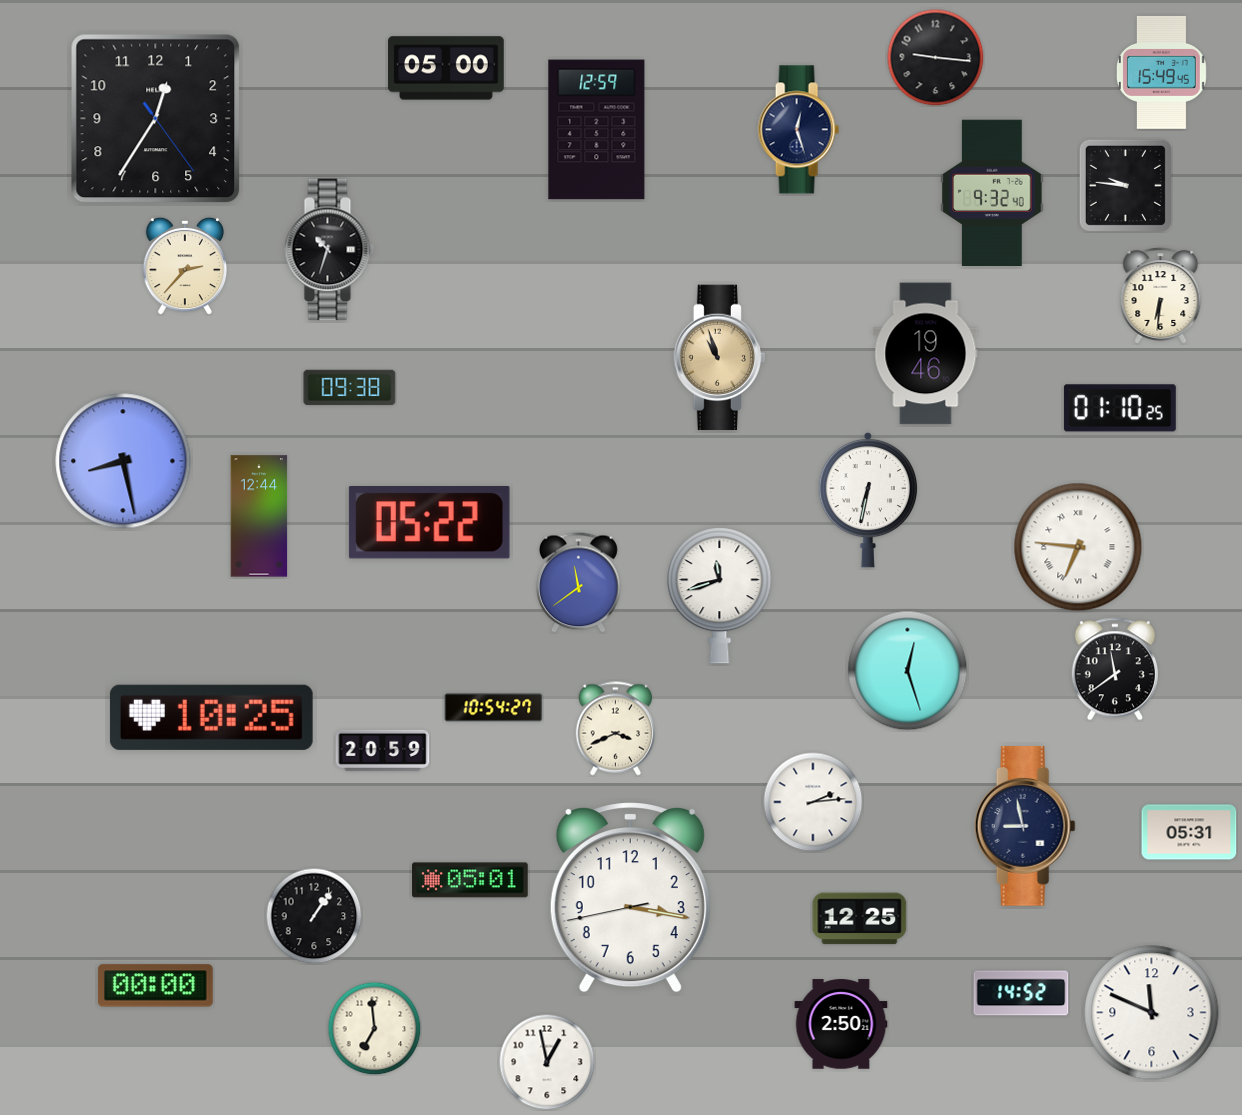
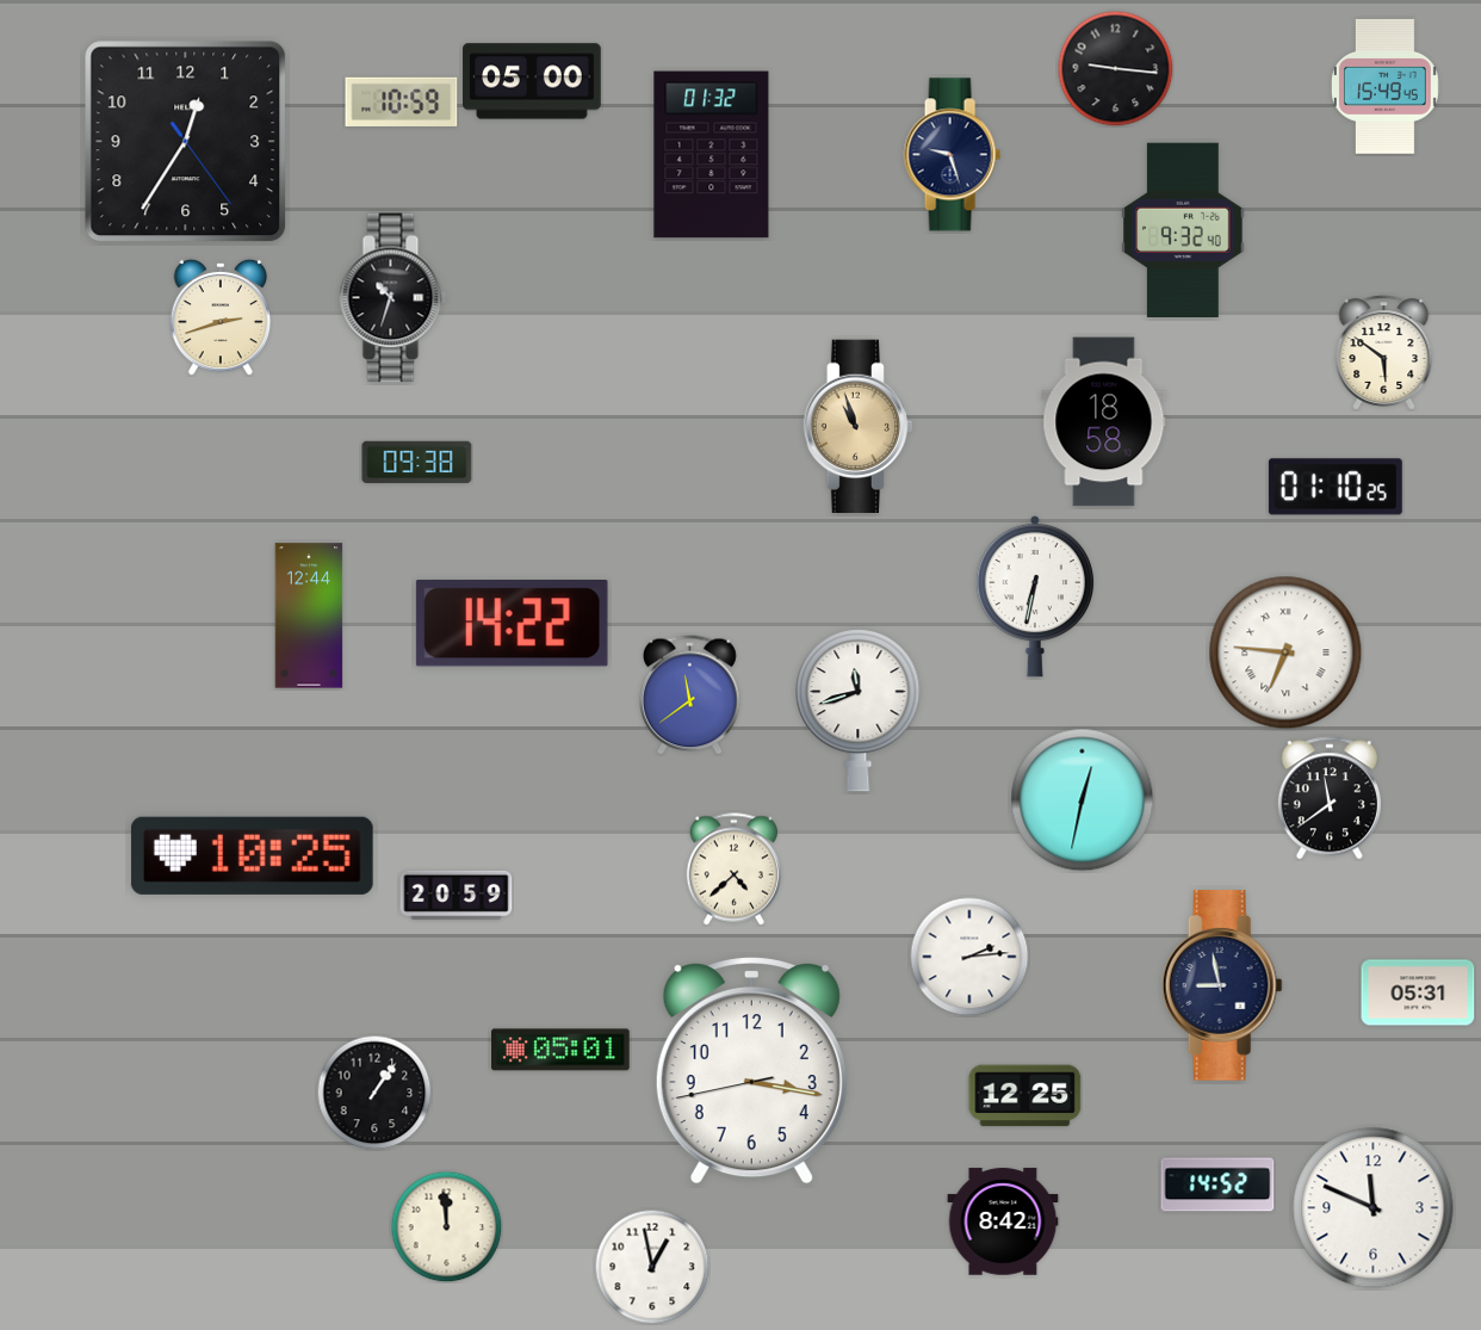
clock at (402, 101): none -> 10:59
clock at (597, 130): 12:59 -> 01:32
clock at (798, 130): 12:27 -> 9:27
clock at (1125, 185): 9:46 -> none
clock at (185, 266): 2:37 -> 2:42
clock at (1161, 296): 6:31 -> 5:51
clock at (926, 354): 19:46 -> 18:58
clock at (123, 461): 8:28 -> none
clock at (429, 522): 05:22 -> 14:22
clock at (908, 671): 12:27 -> 12:32
clock at (494, 708): 10:54 -> none
clock at (615, 729): 3:41 -> 4:38
clock at (155, 986): 00:00 -> none
clock at (841, 1024): 2:50 -> 8:42
clock at (374, 1028): 6:59 -> 11:59
